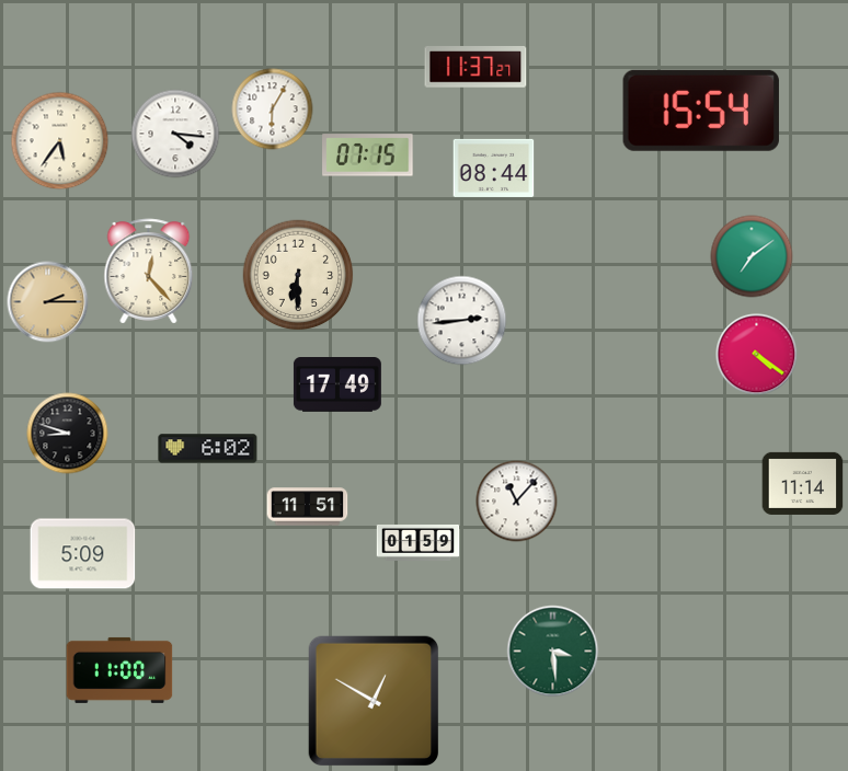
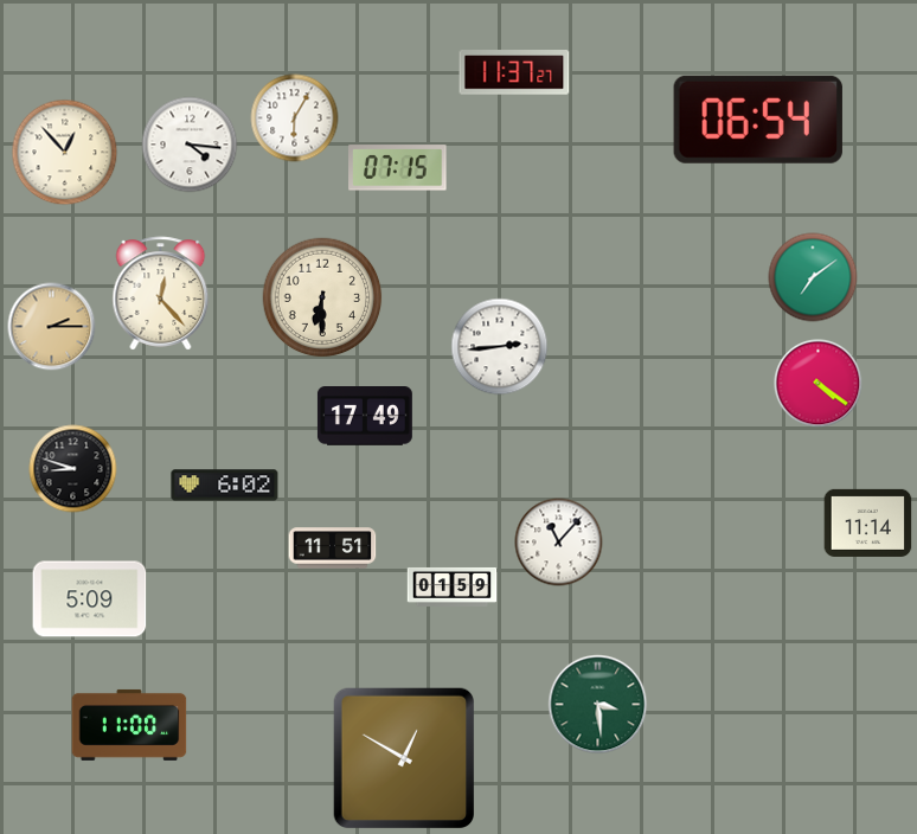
clock at (701, 111): 15:54 -> 06:54
clock at (60, 141): 5:36 -> 12:53
clock at (494, 168): 08:44 -> none
